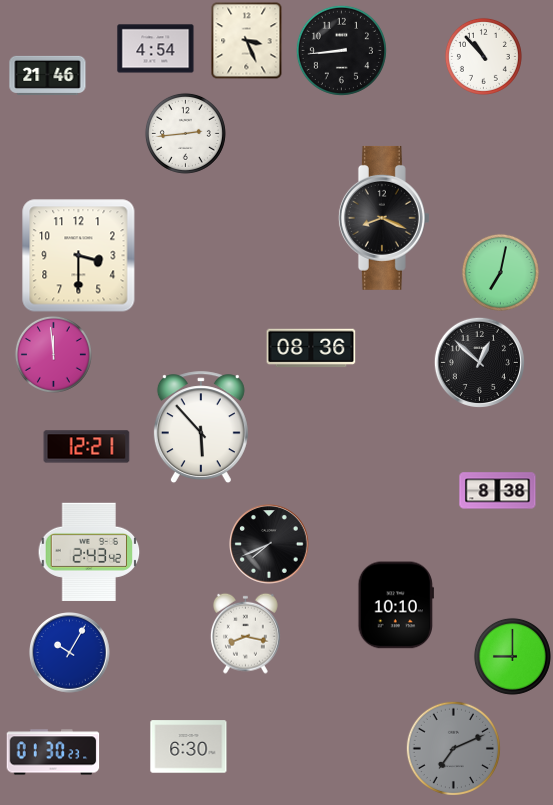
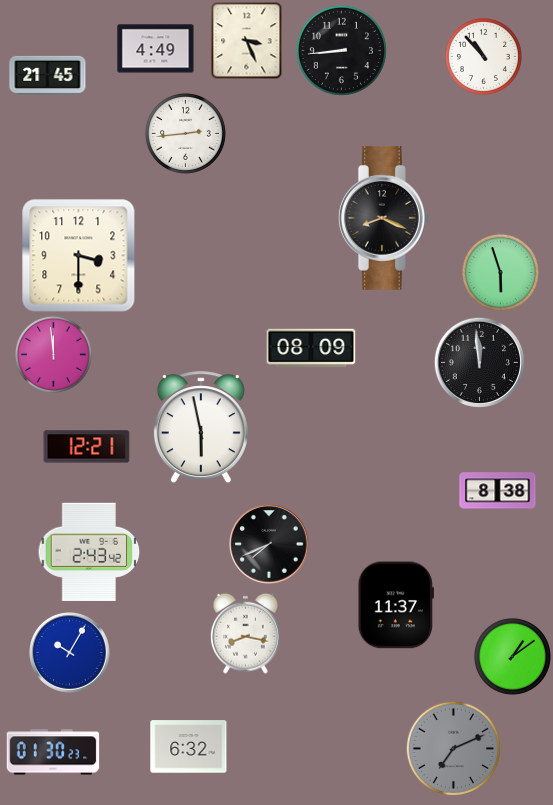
clock at (156, 49): 4:54 -> 4:49
clock at (48, 75): 21:46 -> 21:45
clock at (500, 272): 7:02 -> 5:57
clock at (311, 348): 08:36 -> 08:09
clock at (479, 362): 12:52 -> 11:59
clock at (201, 428): 5:53 -> 5:58
clock at (396, 605): 10:10 -> 11:37
clock at (512, 656): 9:00 -> 1:09
clock at (189, 747): 6:30 -> 6:32
